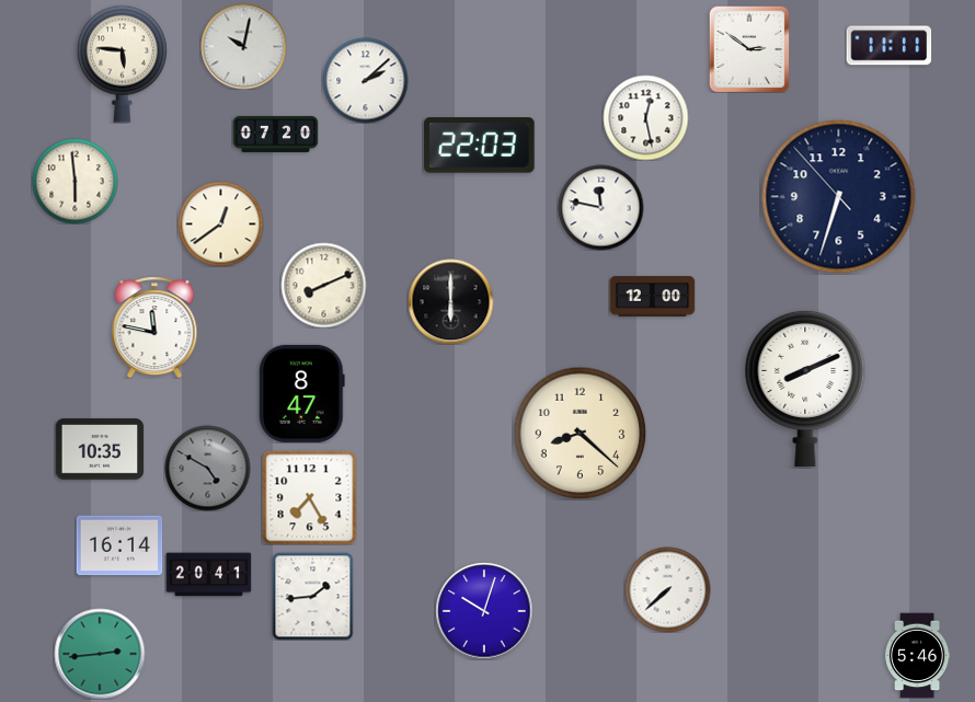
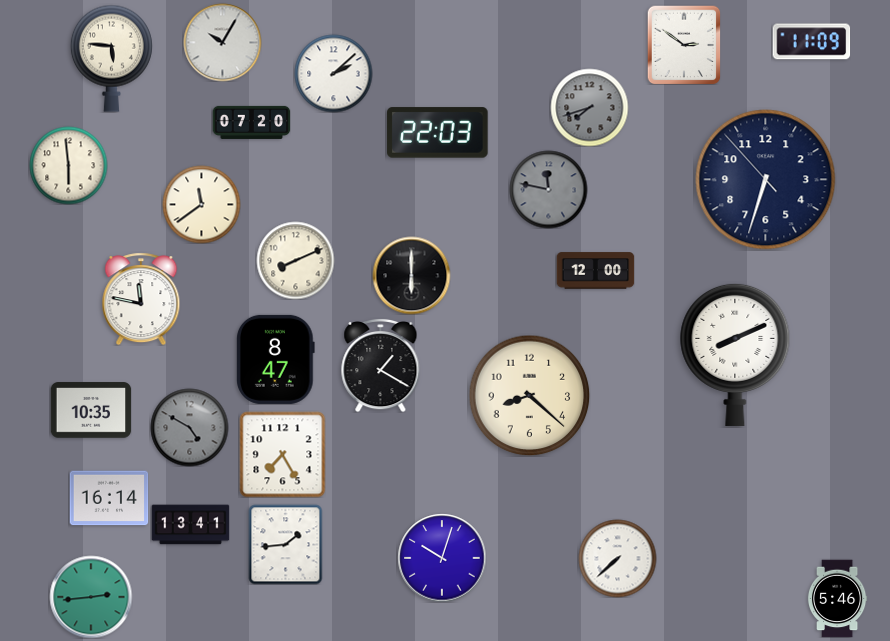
clock at (243, 46): 10:02 -> 10:05
clock at (888, 46): 11:11 -> 11:09
clock at (645, 117): 12:28 -> 7:42
clock at (645, 117) dial: white -> grey
clock at (600, 207) dial: white -> grey
clock at (220, 223): 12:39 -> 11:39
clock at (381, 365): none -> 1:20
clock at (208, 575): 20:41 -> 13:41
clock at (667, 589) position: (667, 589) -> (617, 558)
